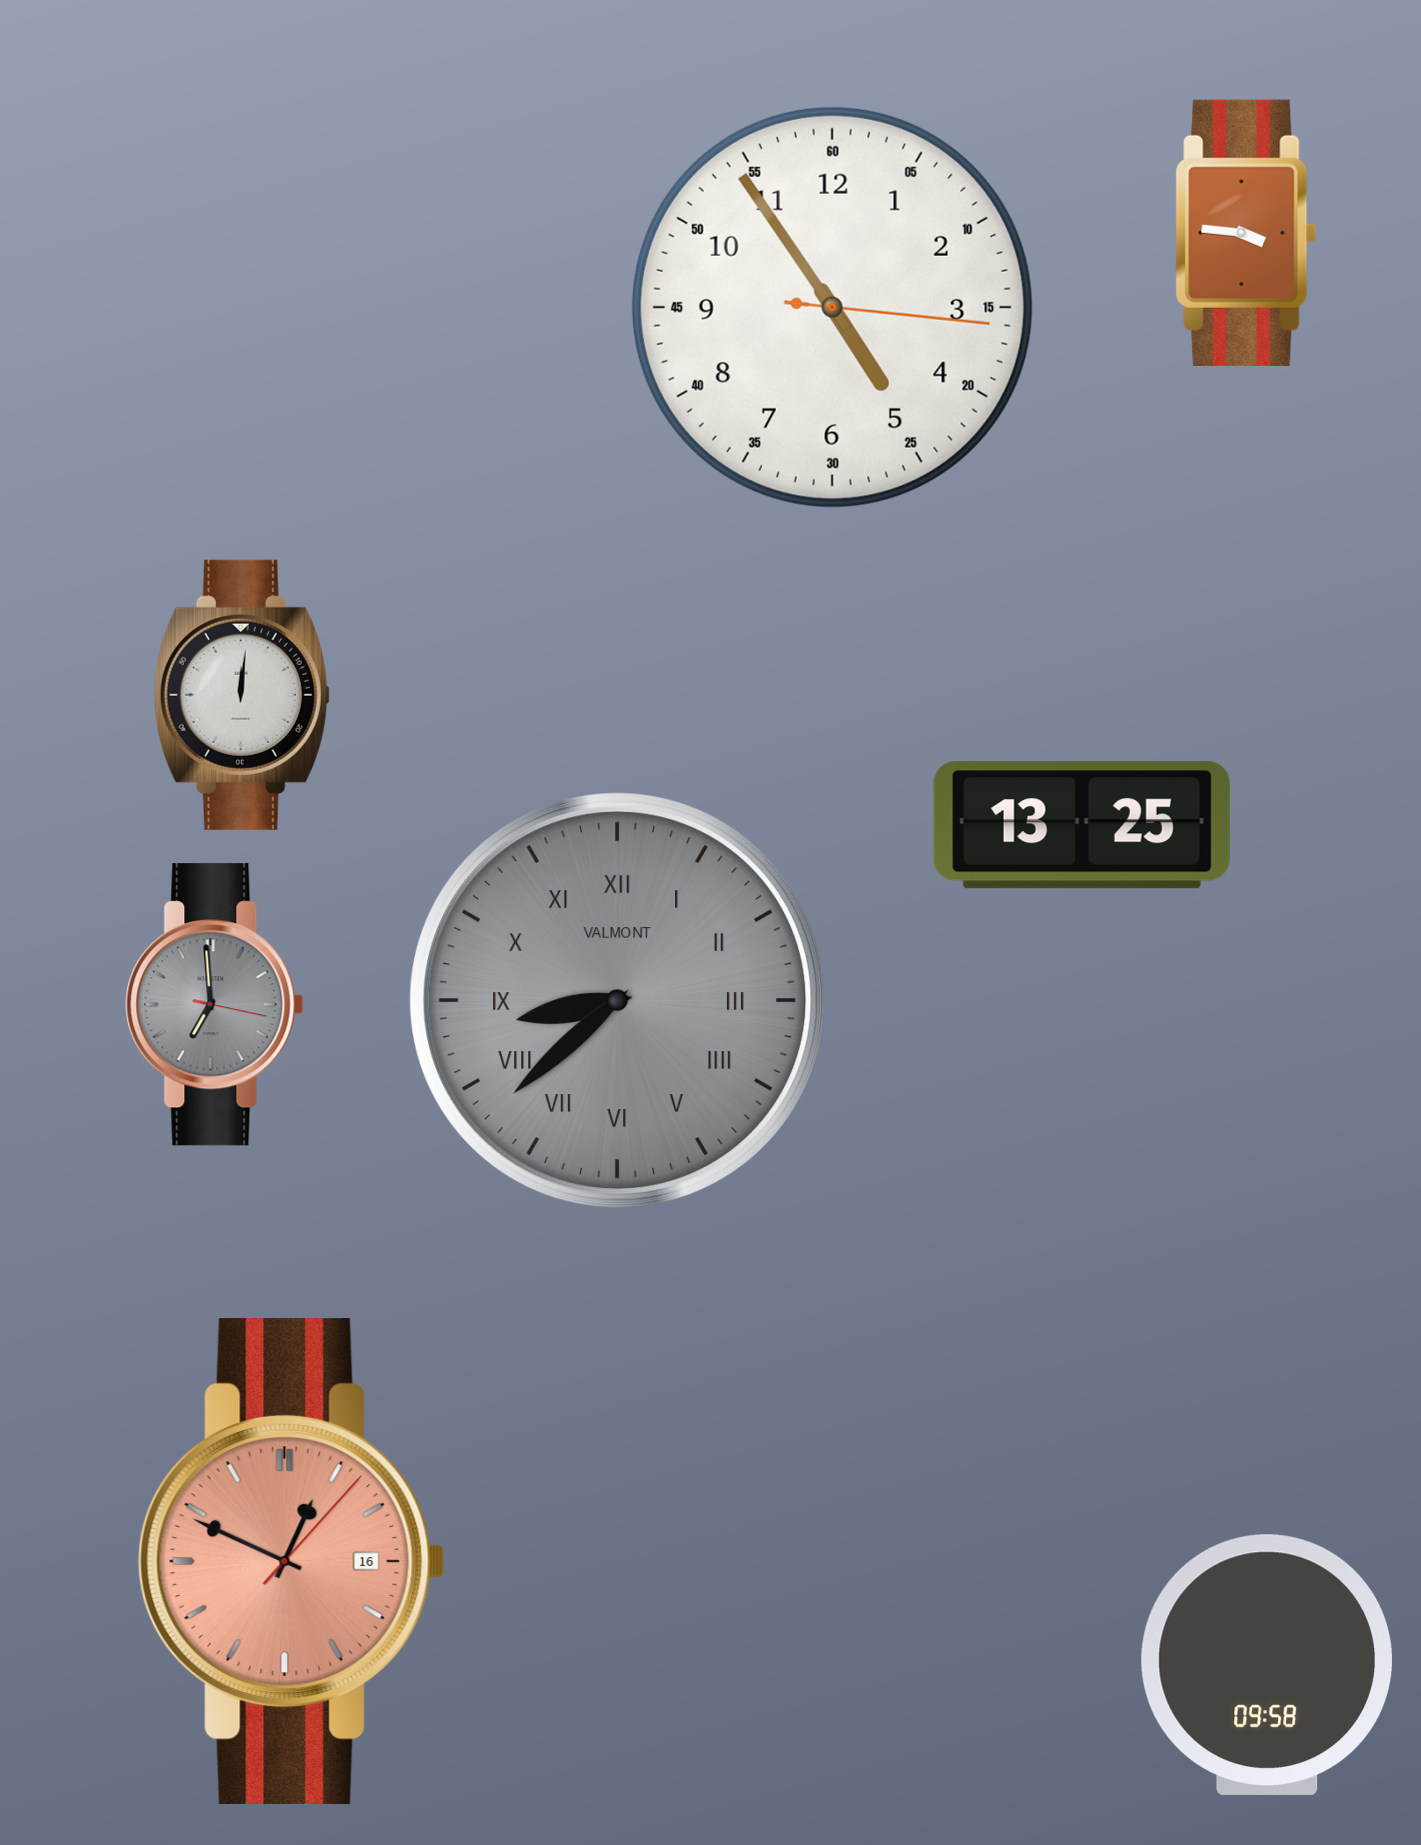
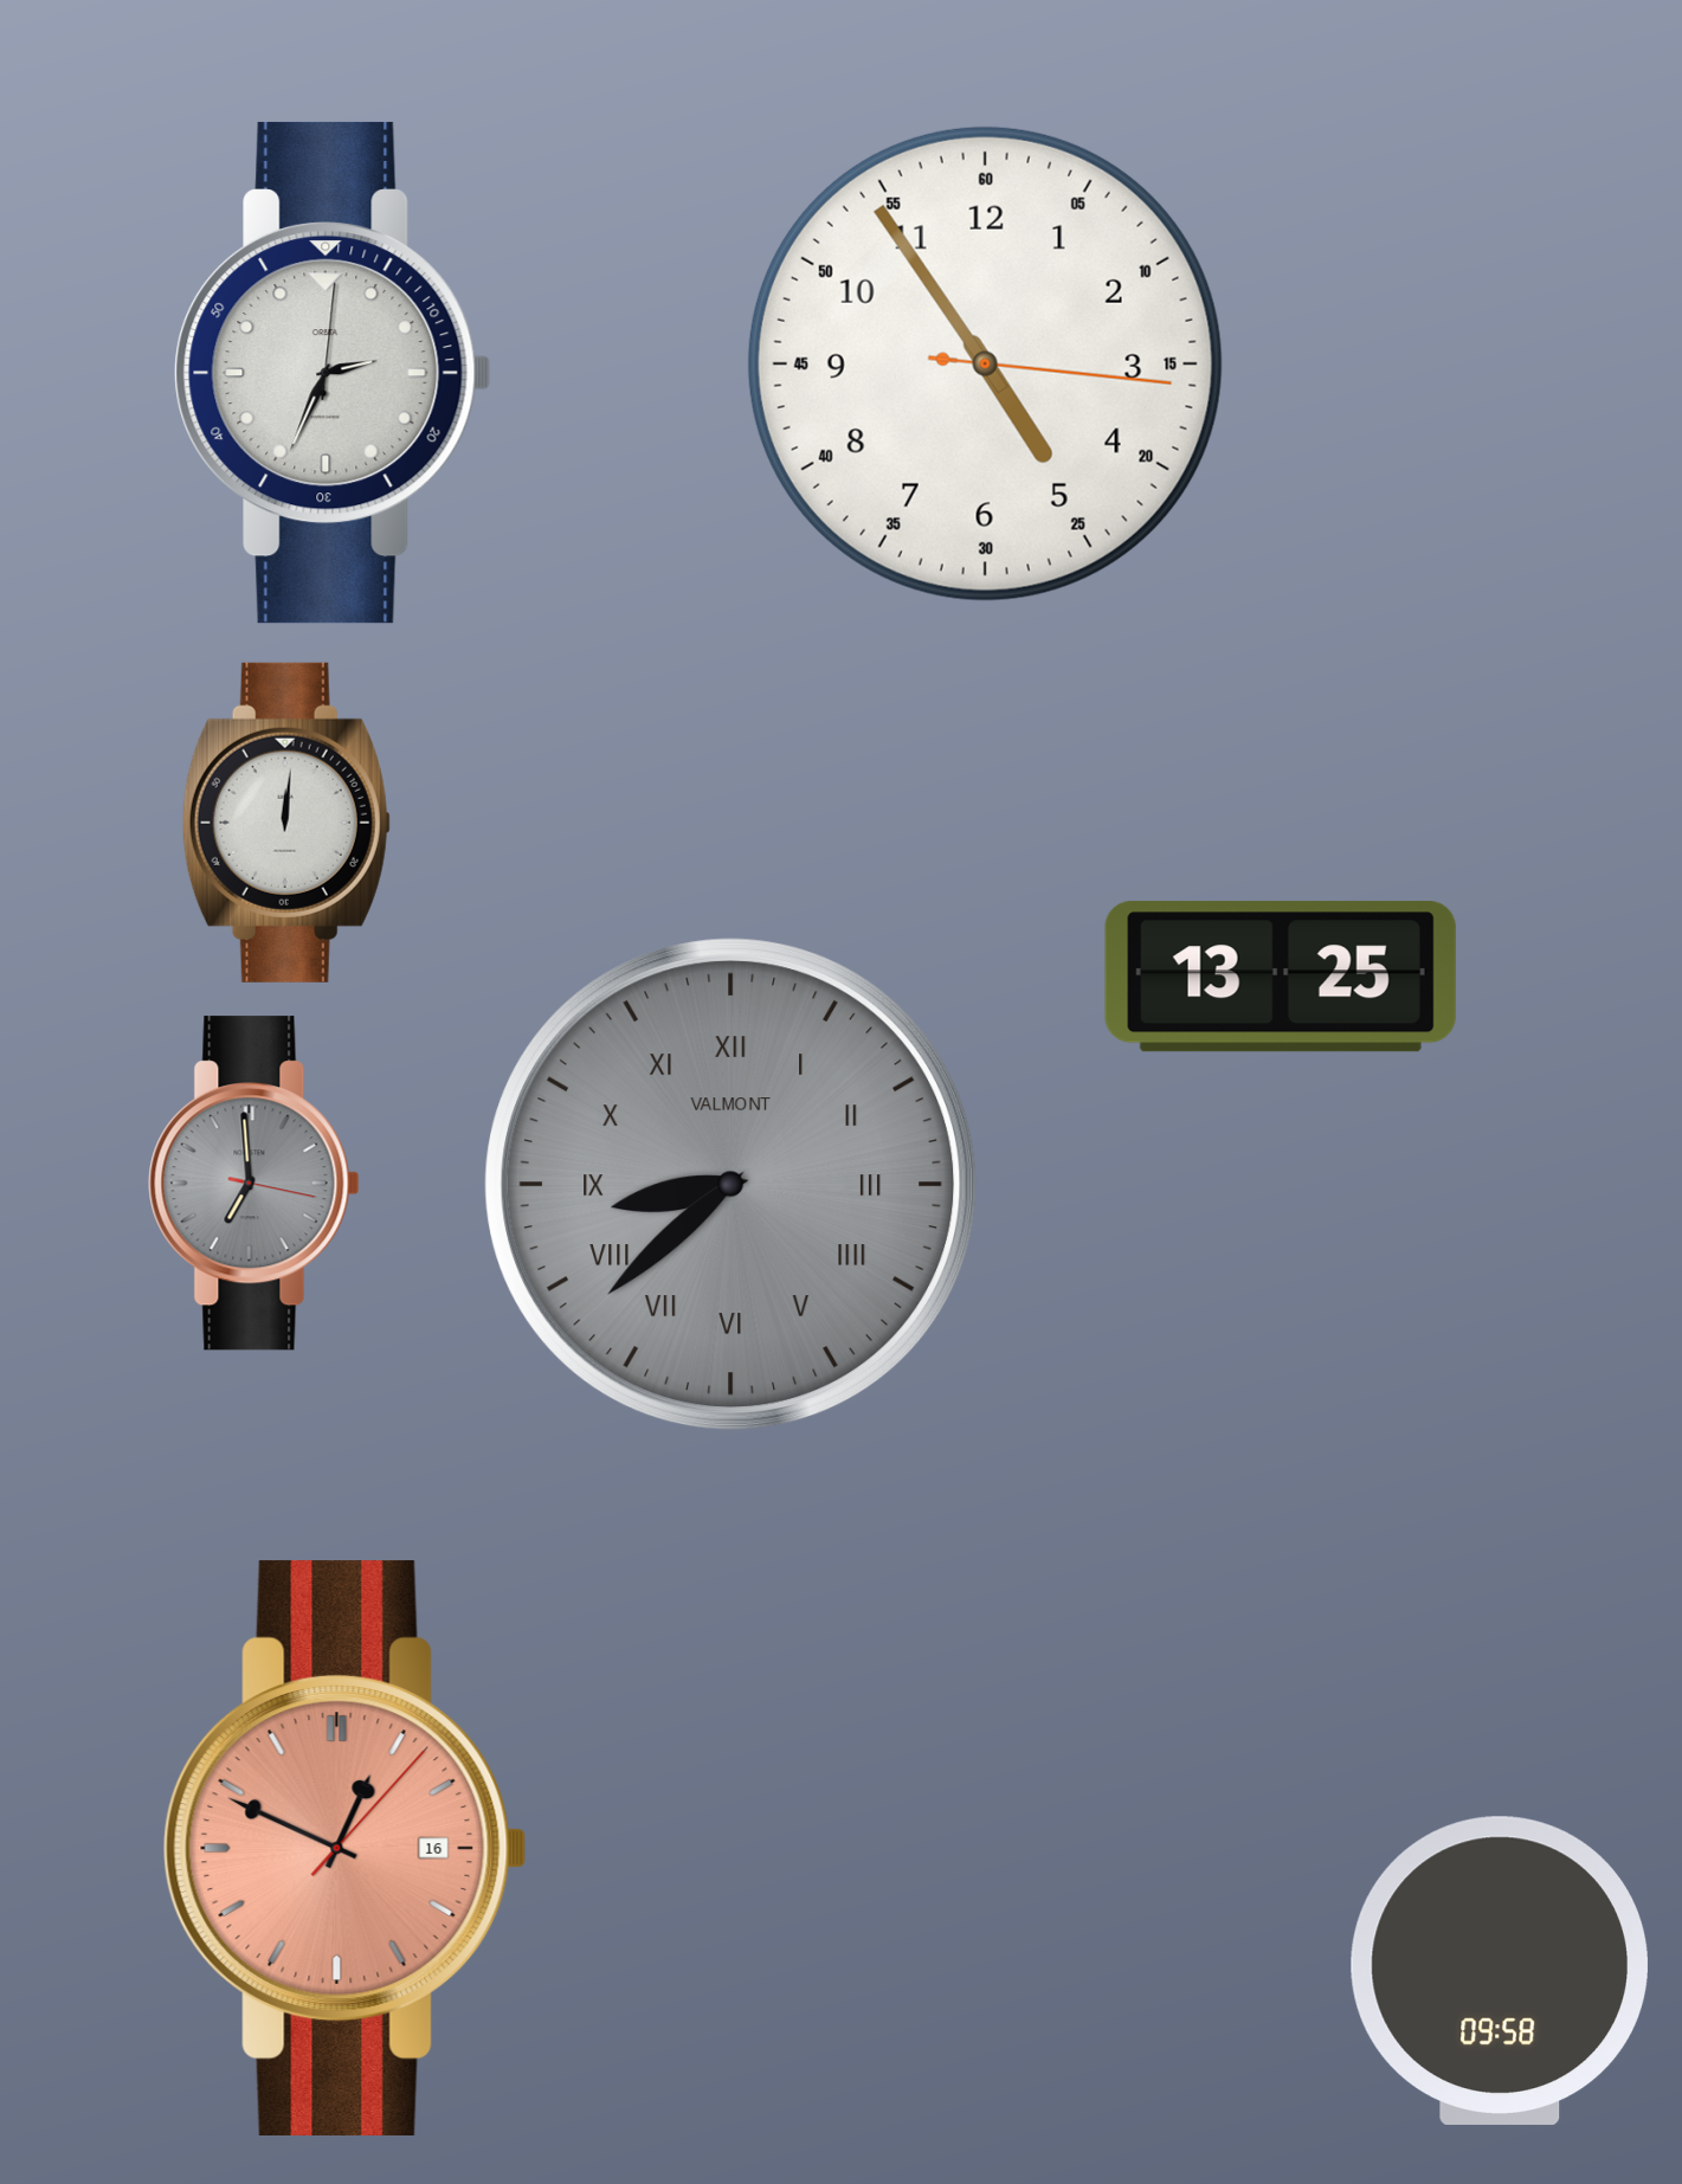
clock at (1246, 233): 3:46 -> none
clock at (333, 373): none -> 2:34
clock at (215, 1005) position: (215, 1005) -> (254, 1184)
